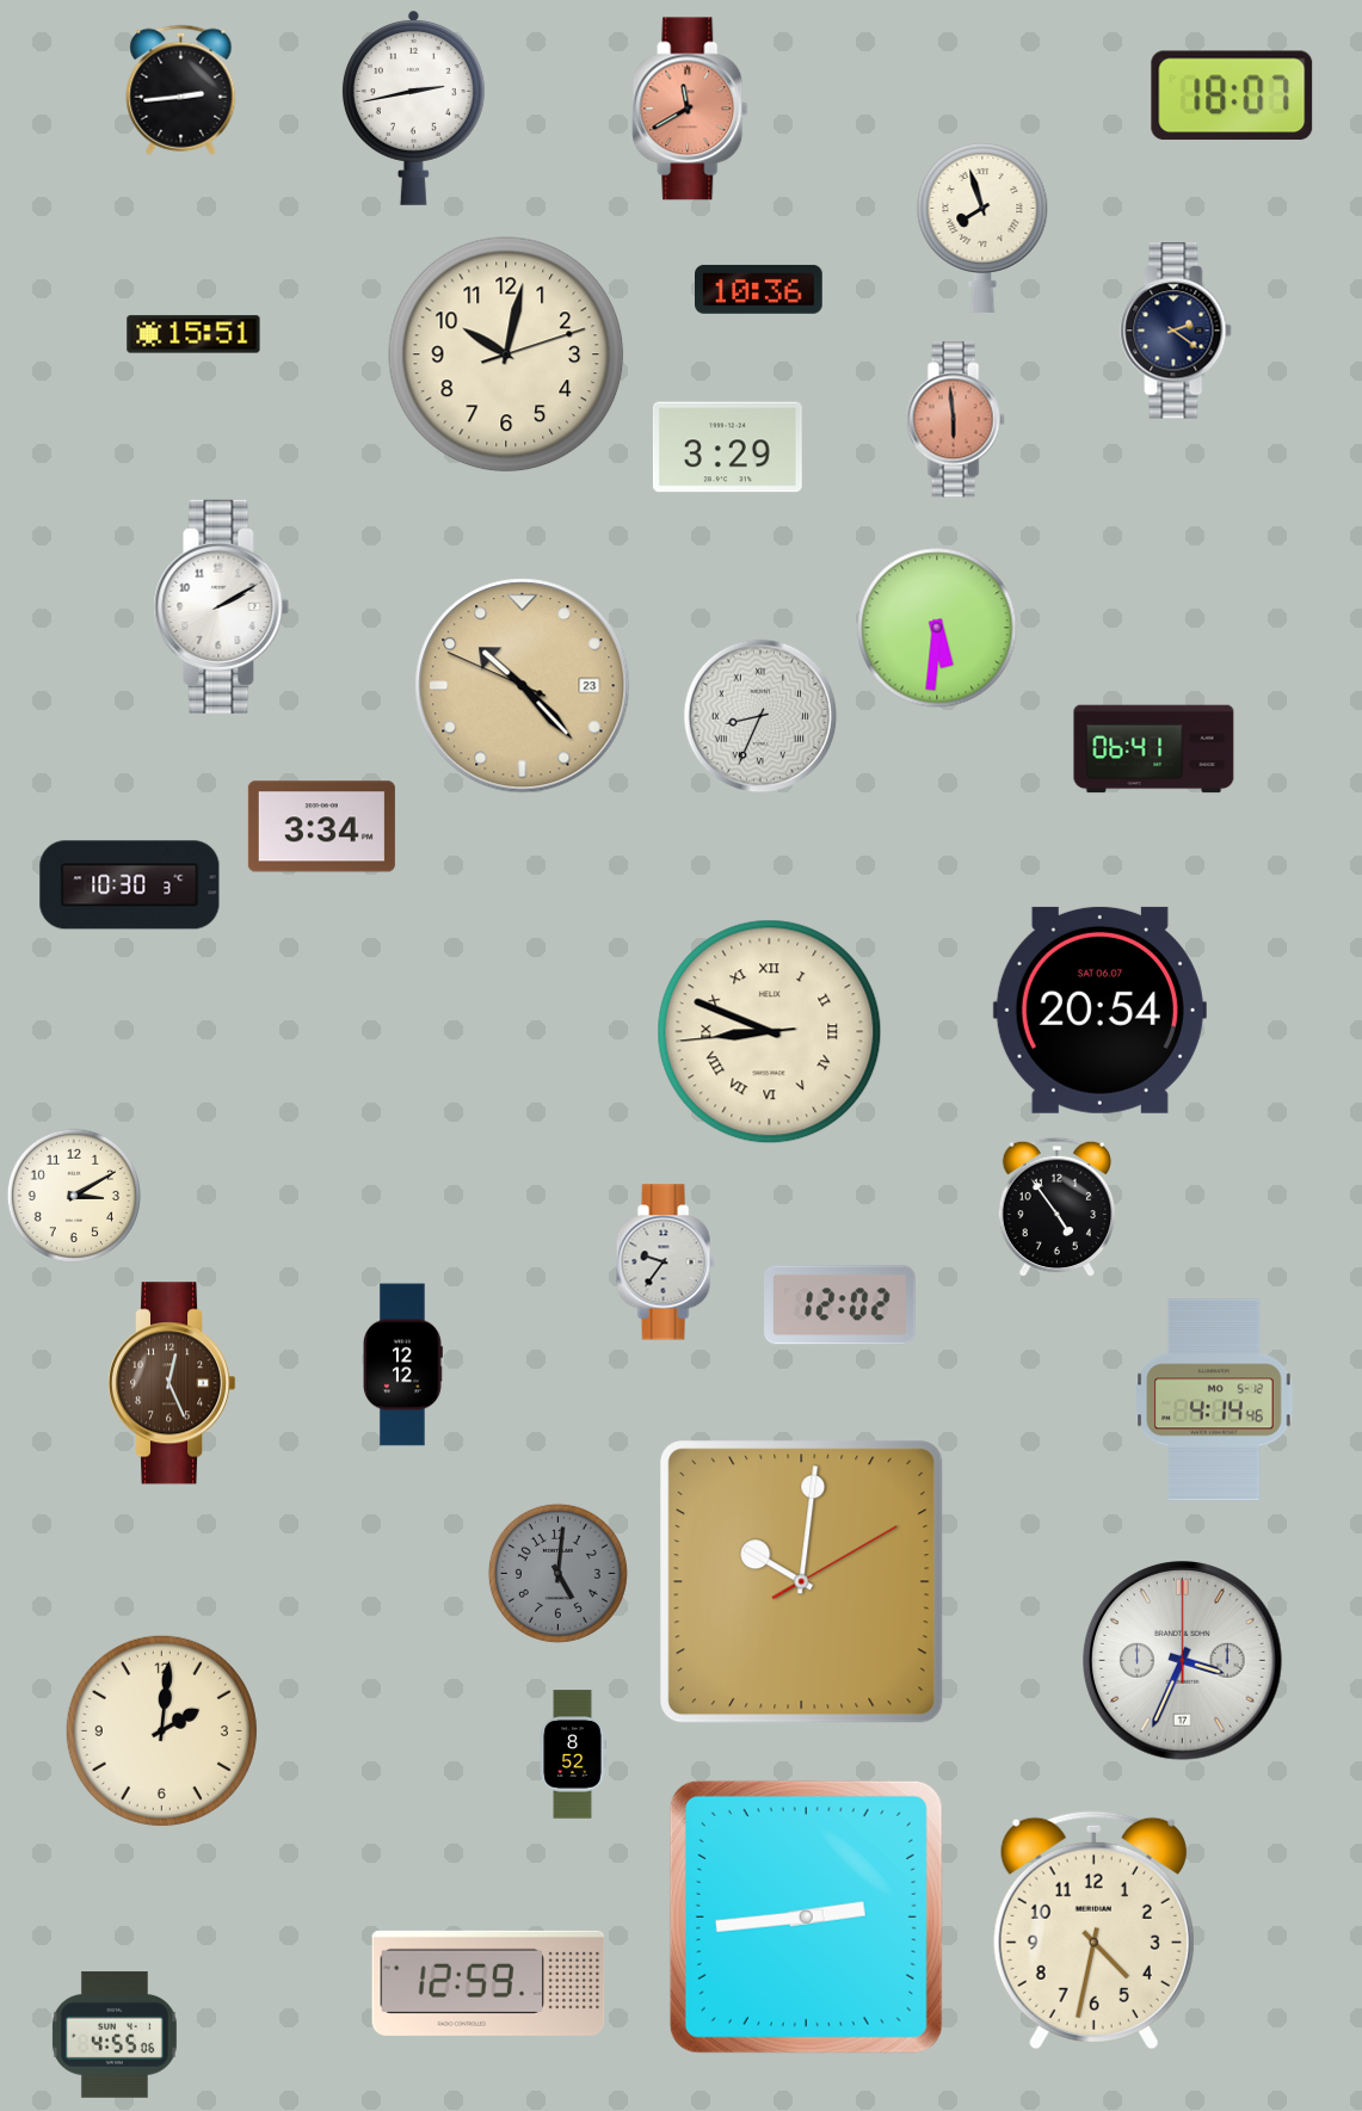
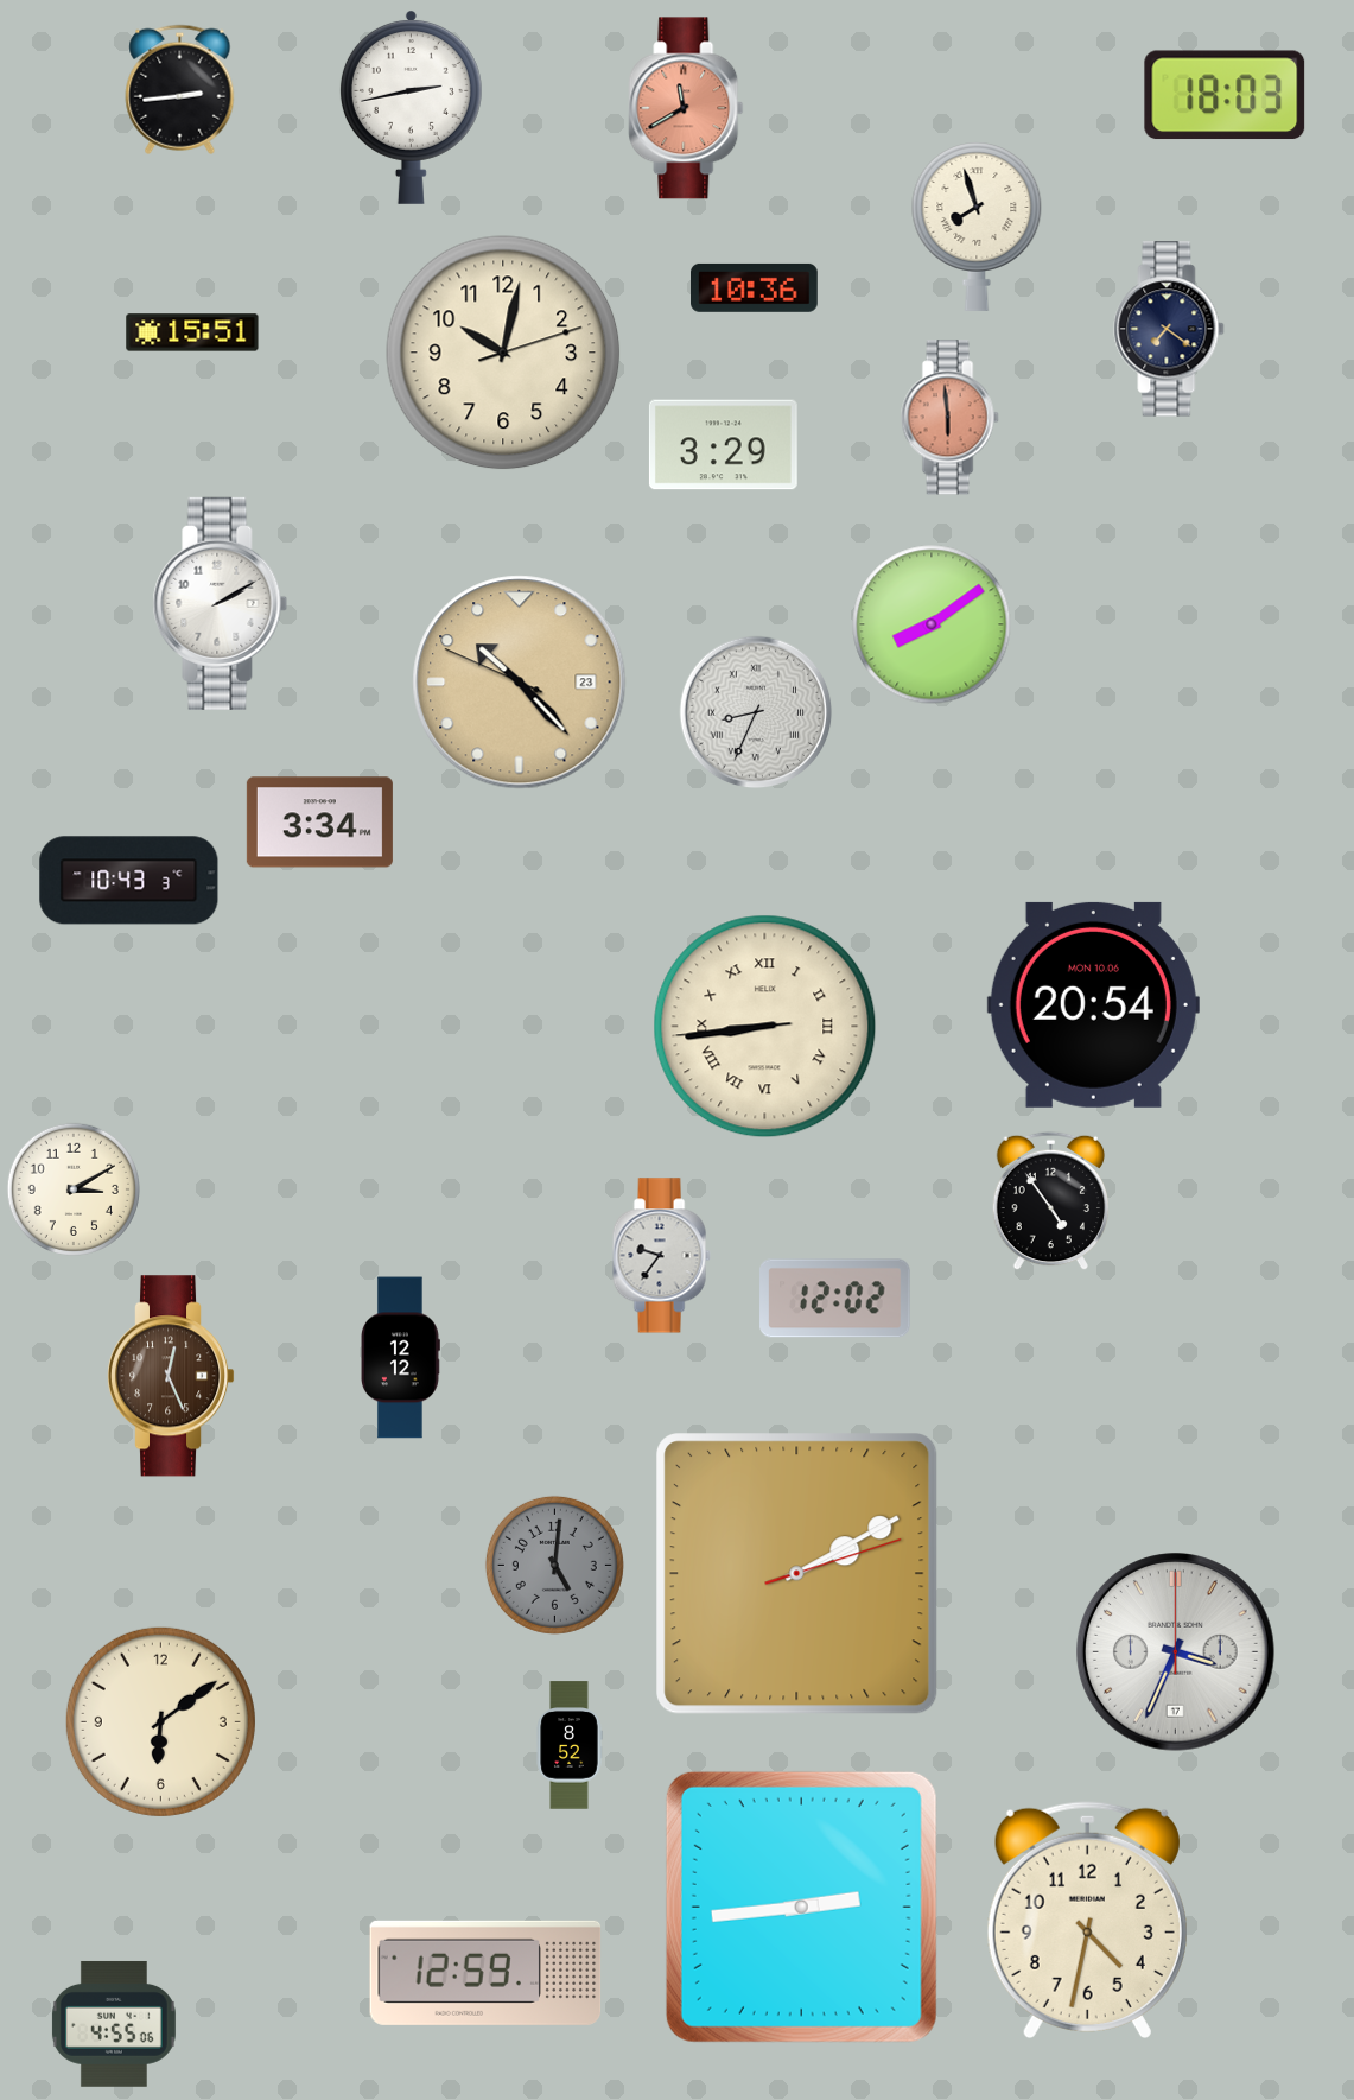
clock at (1232, 95): 18:07 -> 18:03
clock at (1176, 331): 2:21 -> 7:21
clock at (937, 628): 5:31 -> 8:09
clock at (1154, 749): 06:41 -> none
clock at (130, 885): 10:30 -> 10:43
clock at (1099, 1010) date: SAT 06.07 -> MON 10.06
clock at (770, 1032): 8:48 -> 8:43
clock at (1214, 1400): 4:14 -> none
clock at (802, 1582): 10:01 -> 2:10
clock at (161, 1730): 2:01 -> 6:09
